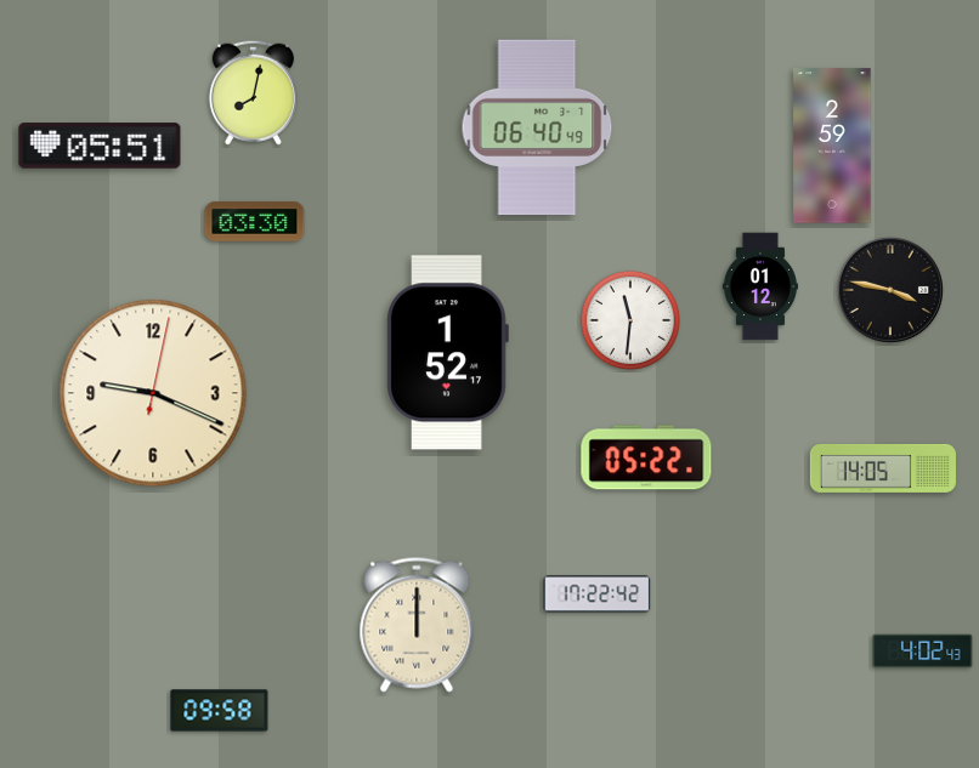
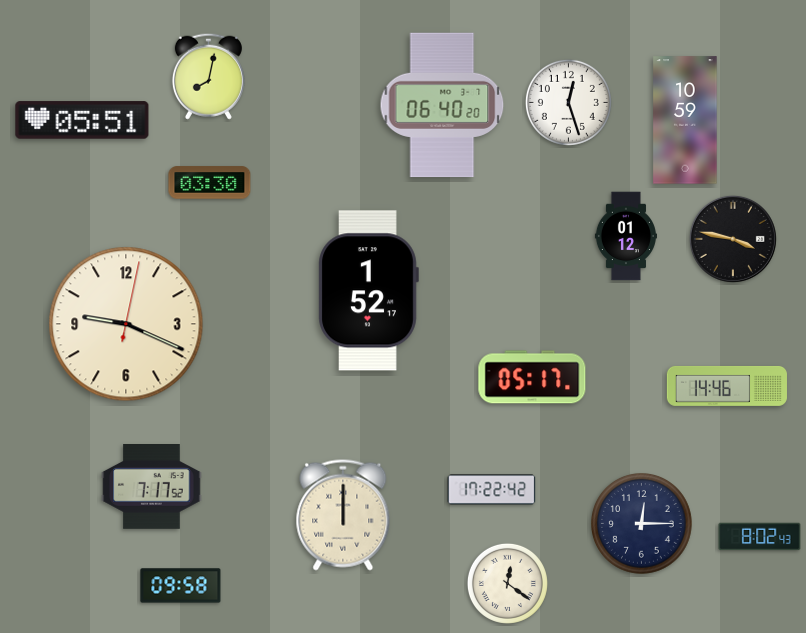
clock at (568, 102): none -> 12:27
clock at (537, 127): 06:40:49 -> 06:40:20
clock at (832, 146): 2:59 -> 10:59
clock at (630, 320): 11:31 -> none
clock at (646, 457): 05:22 -> 05:17
clock at (883, 468): 14:05 -> 14:46
clock at (152, 487): none -> 7:17
clock at (642, 524): none -> 12:15
clock at (923, 652): 4:02 -> 8:02
clock at (507, 583): none -> 12:21
